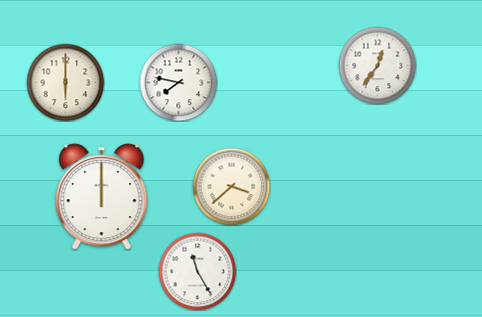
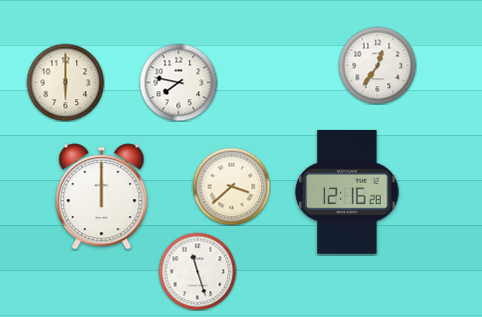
clock at (347, 192): none -> 12:16
clock at (197, 271): 11:25 -> 11:27
